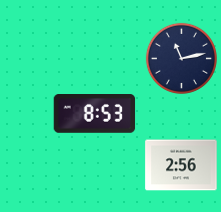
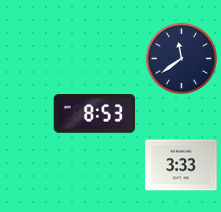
clock at (181, 58): 11:13 -> 11:39
clock at (181, 165): 2:56 -> 3:33
